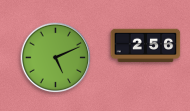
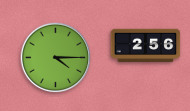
clock at (56, 58): 5:11 -> 4:15
